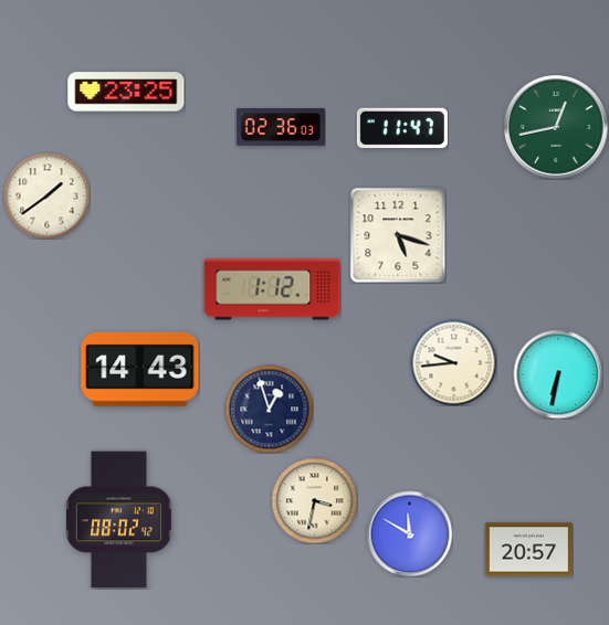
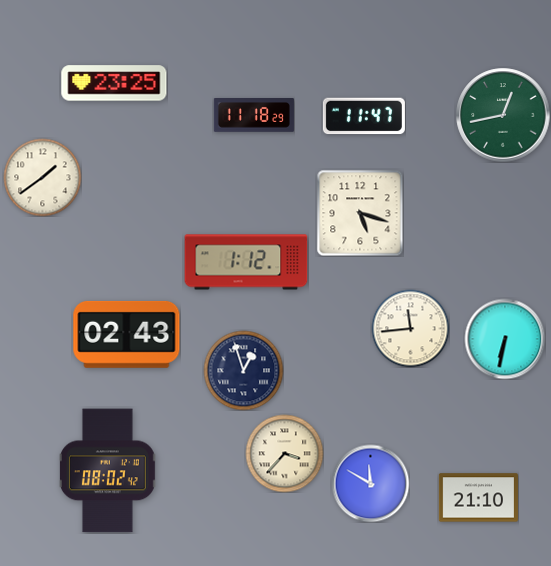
clock at (281, 128): 02:36 -> 11:18
clock at (453, 362): 9:44 -> 11:44
clock at (140, 369): 14:43 -> 02:43
clock at (314, 500): 3:32 -> 3:37
clock at (528, 550): 20:57 -> 21:10
